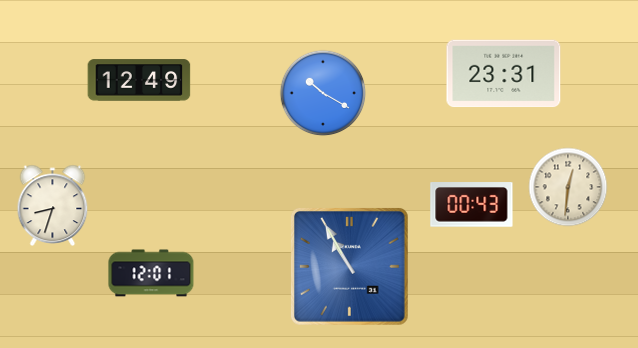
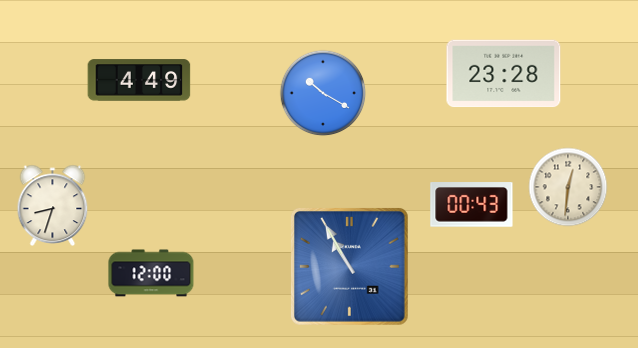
clock at (504, 74): 23:31 -> 23:28
clock at (139, 80): 12:49 -> 4:49
clock at (151, 273): 12:01 -> 12:00
